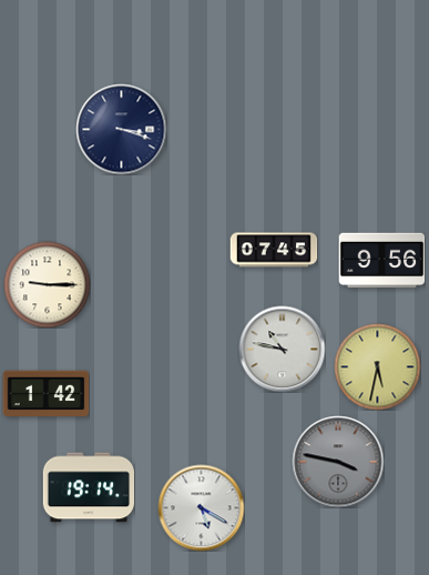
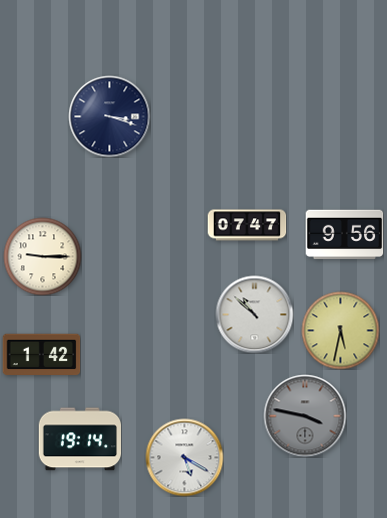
clock at (274, 250): 07:45 -> 07:47
clock at (282, 349): 10:47 -> 10:52
clock at (201, 507) position: (201, 507) -> (184, 457)
